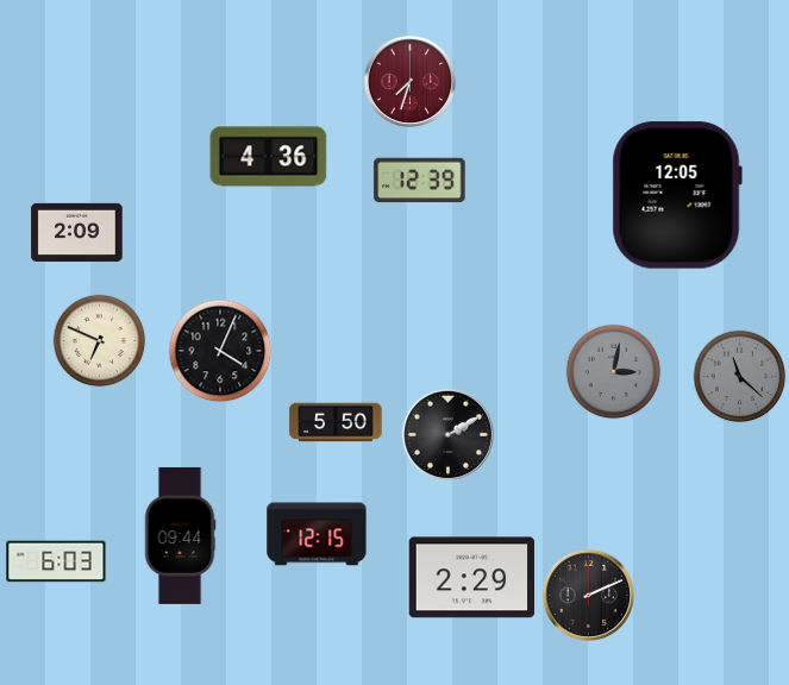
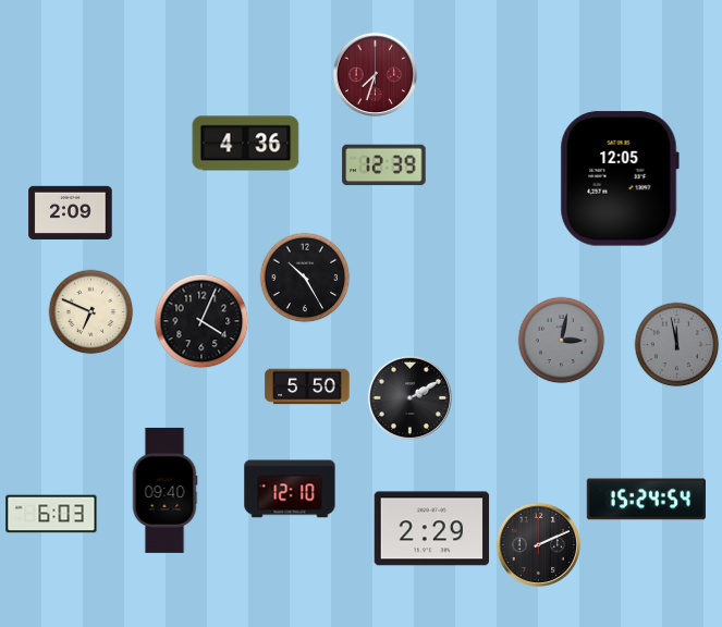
clock at (305, 278): none -> 10:25
clock at (739, 376): 11:22 -> 11:58
clock at (317, 534): 12:15 -> 12:10
clock at (180, 535): 09:44 -> 09:40
clock at (646, 500): none -> 15:24
